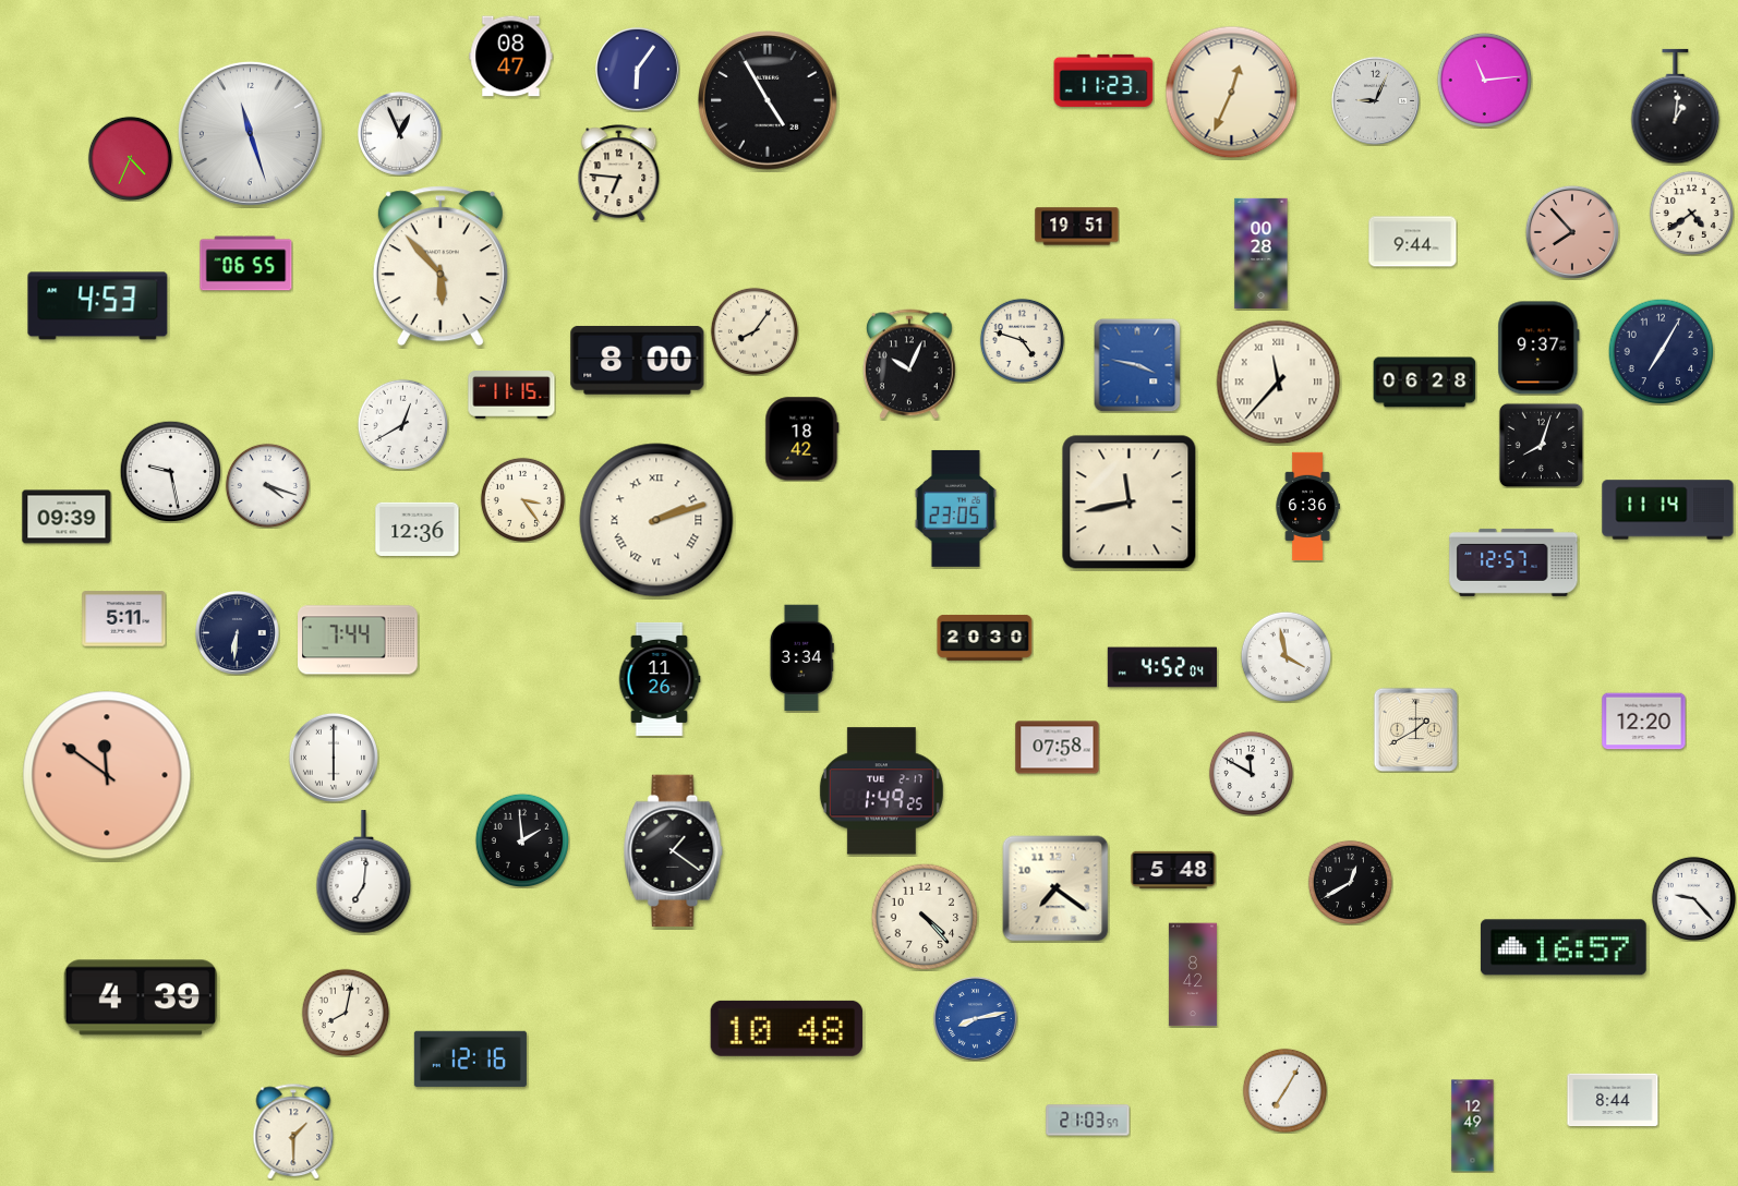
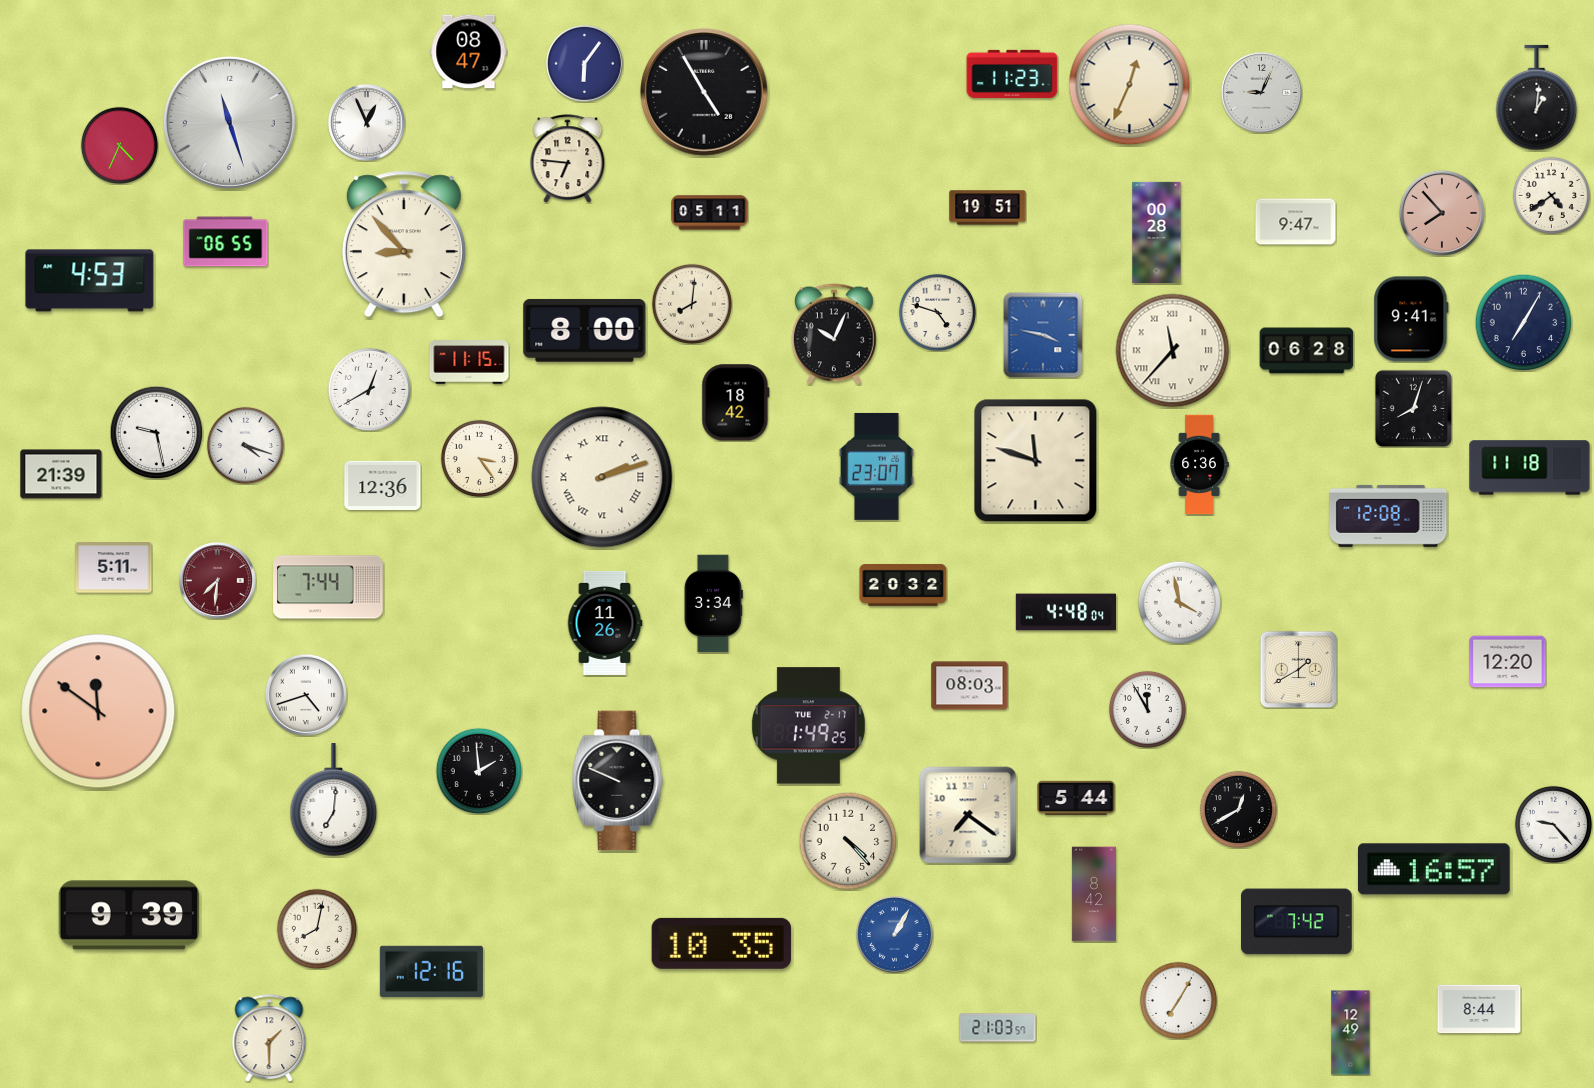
clock at (1484, 80): 11:14 -> none
clock at (710, 213): none -> 05:11
clock at (1413, 242): 9:44 -> 9:47
clock at (440, 266): 5:53 -> 8:53
clock at (755, 331): 8:06 -> 8:01
clock at (1538, 348): 9:37 -> 9:41
clock at (1130, 503): 11:43 -> 11:48
clock at (955, 508): 23:05 -> 23:07
clock at (1668, 510): 11:14 -> 11:18
clock at (67, 517): 09:39 -> 21:39
clock at (1513, 562): 12:57 -> 12:08
clock at (238, 633): 6:31 -> 7:31
clock at (238, 633) dial: navy -> burgundy
clock at (985, 638): 20:30 -> 20:32
clock at (801, 658) position: (801, 658) -> (713, 604)
clock at (1161, 667): 4:52 -> 4:48
clock at (1058, 748): 07:58 -> 08:03
clock at (334, 758): 6:00 -> 4:42
clock at (1251, 773): 11:50 -> 11:55
clock at (674, 851): 1:21 -> 9:49
clock at (1173, 869): 5:48 -> 5:44
clock at (140, 997): 4:39 -> 9:39
clock at (1297, 922): none -> 7:42
clock at (976, 1019): 8:13 -> 1:05
clock at (786, 1028): 10:48 -> 10:35
